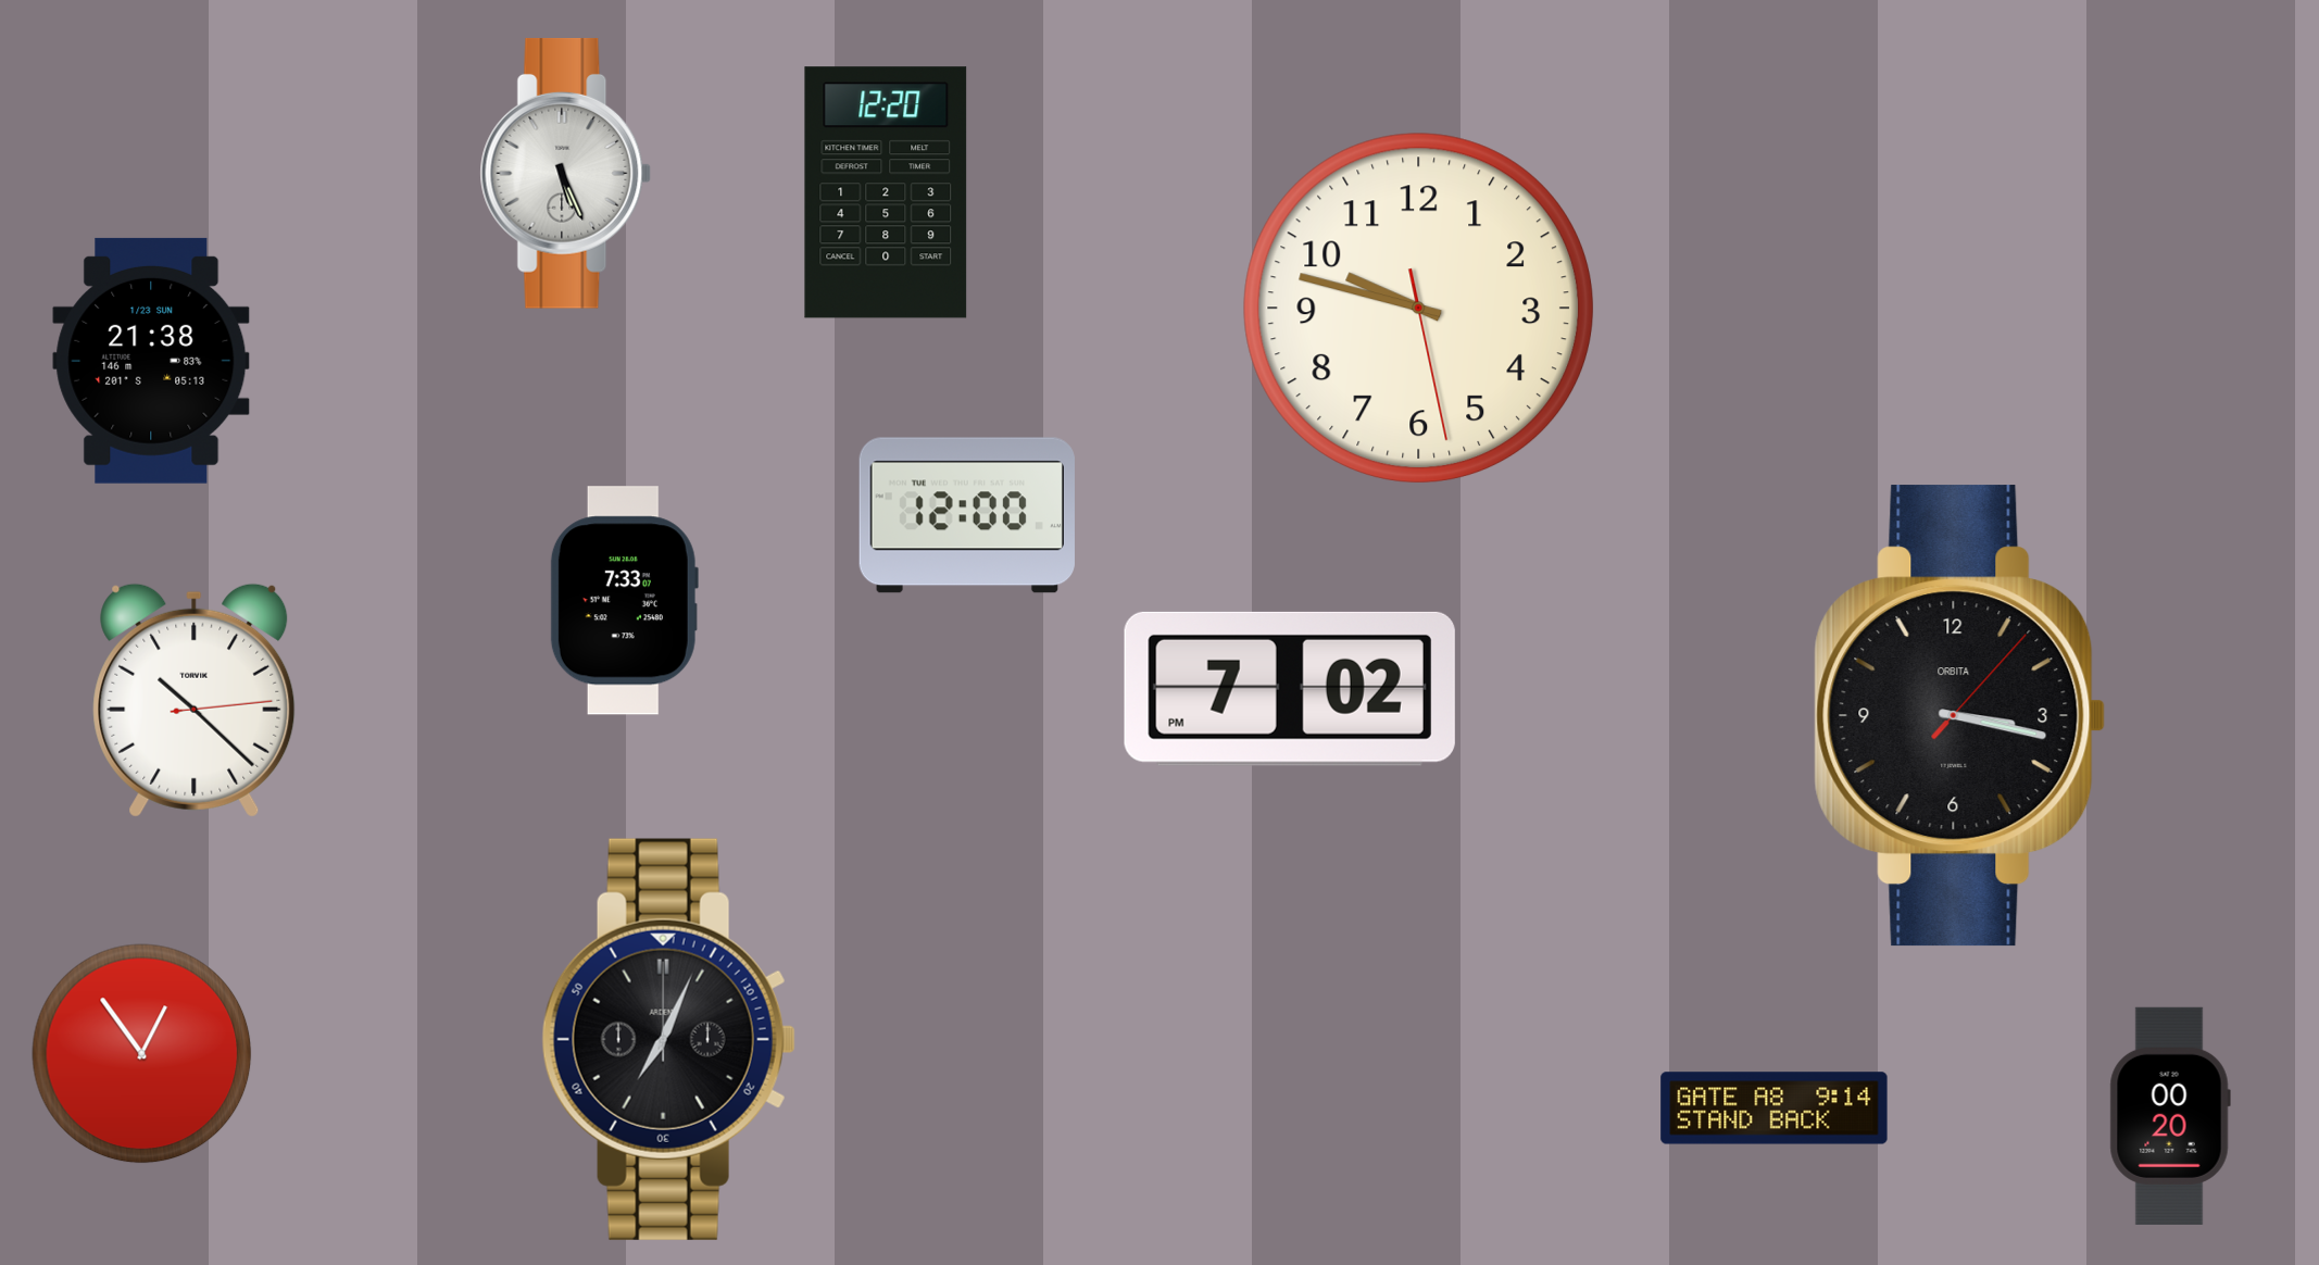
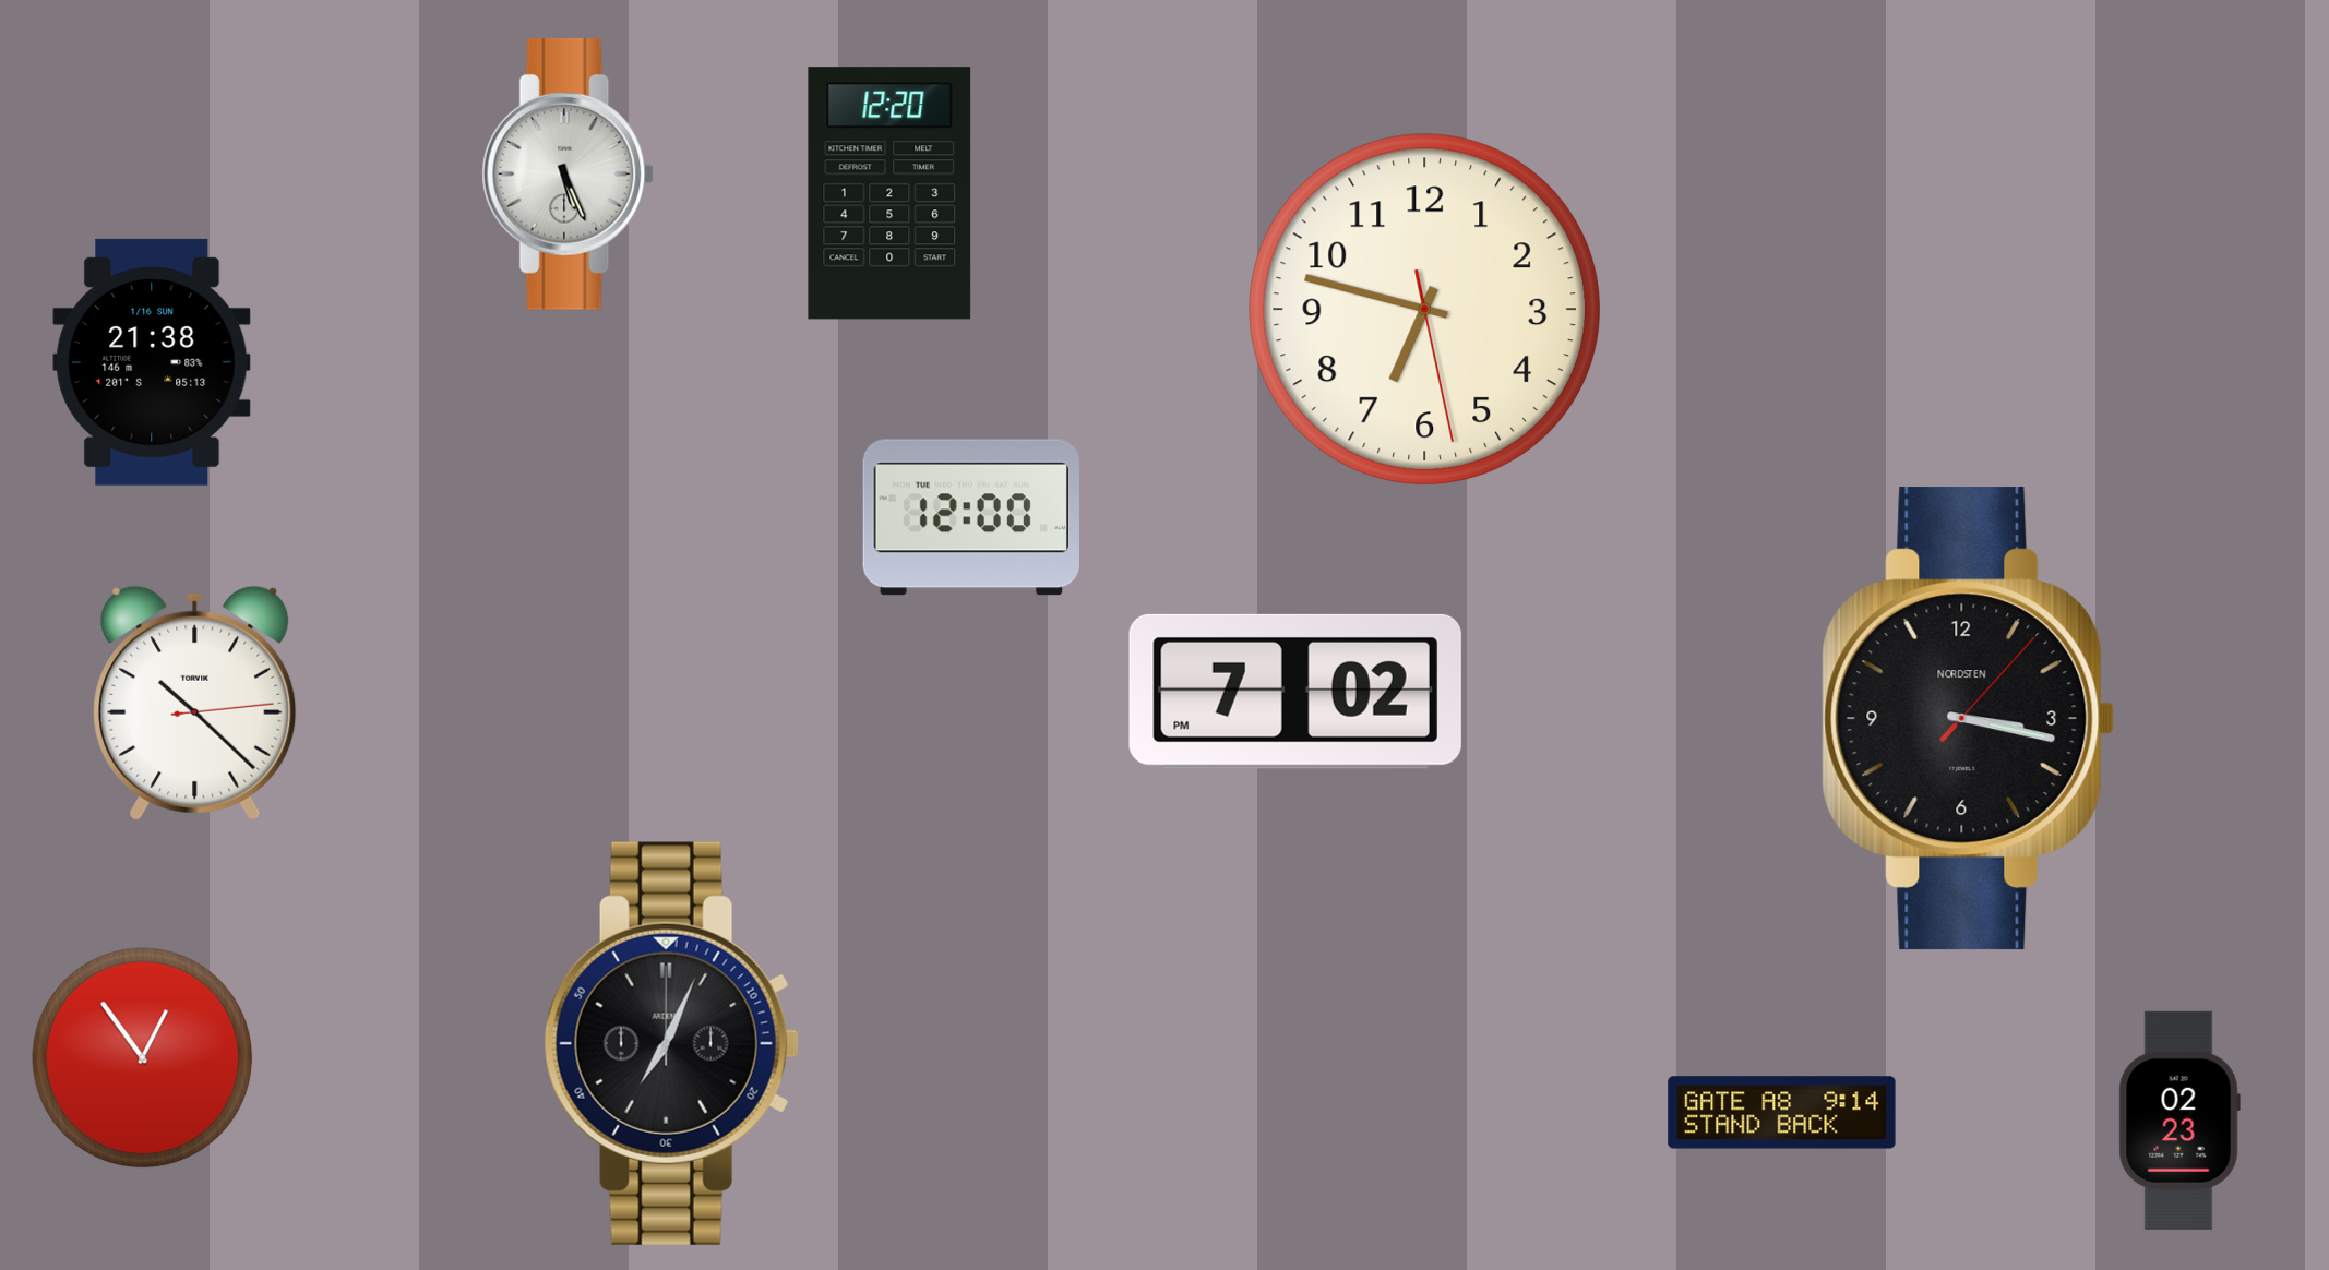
clock at (1419, 309): 9:47 -> 6:47
clock at (151, 361) date: 1/23 SUN -> 1/16 SUN
clock at (624, 601): 7:33 -> none
clock at (1960, 716) brand: ORBITA -> NORDSTEN
clock at (2170, 1116): 00:20 -> 02:23
